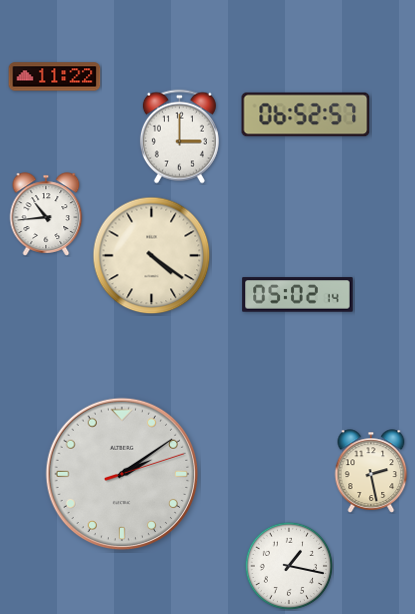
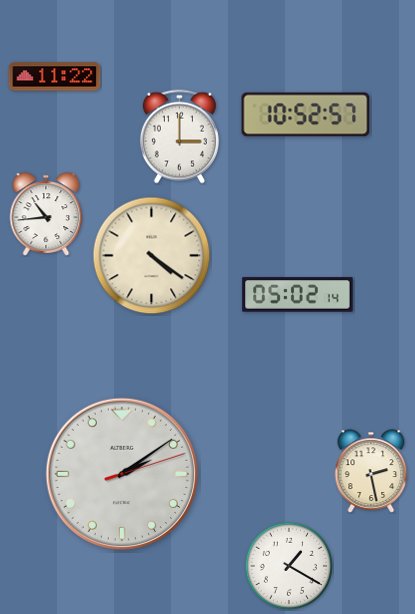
clock at (306, 115): 06:52 -> 10:52
clock at (289, 566): 1:17 -> 1:20
